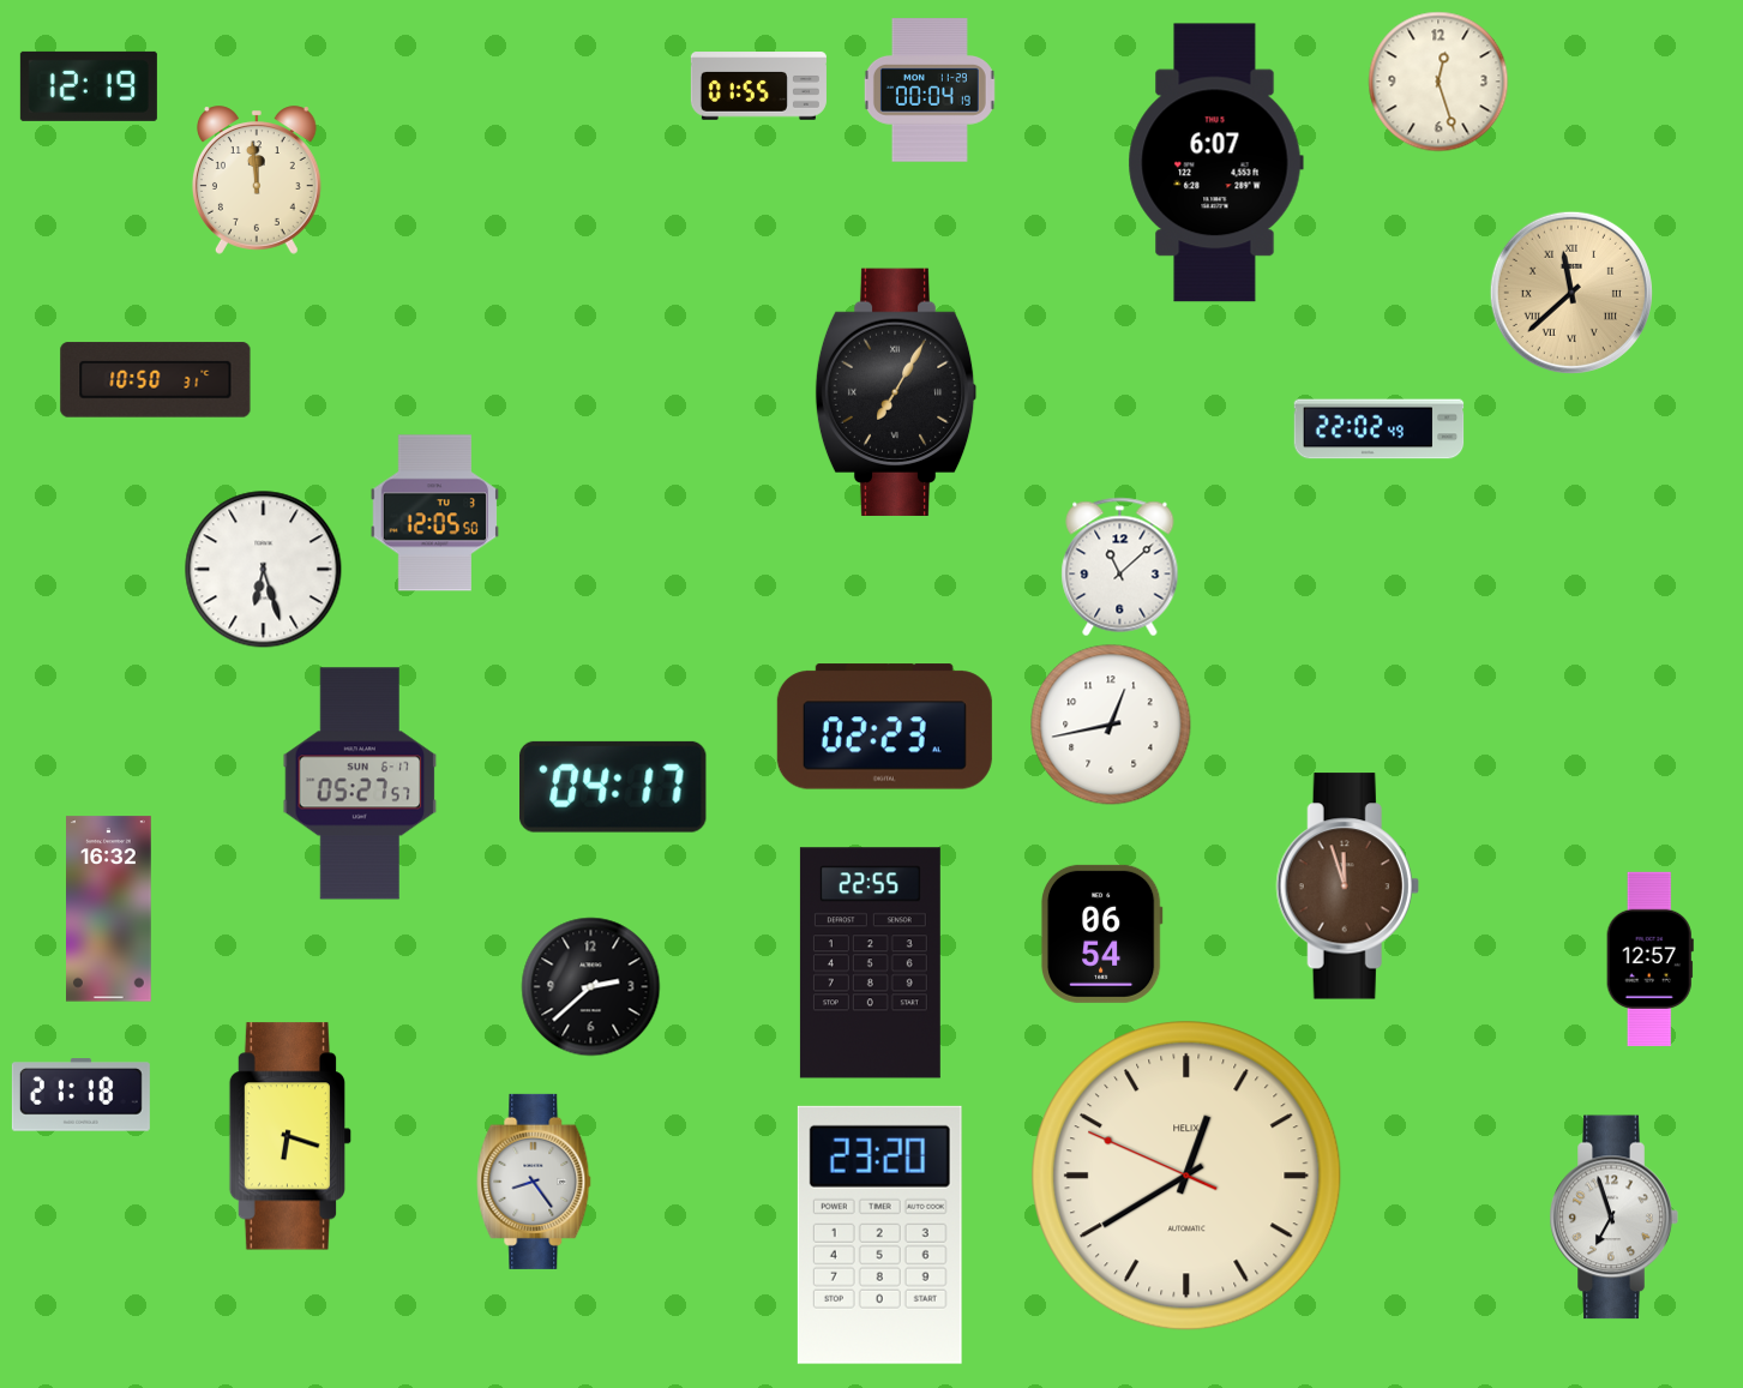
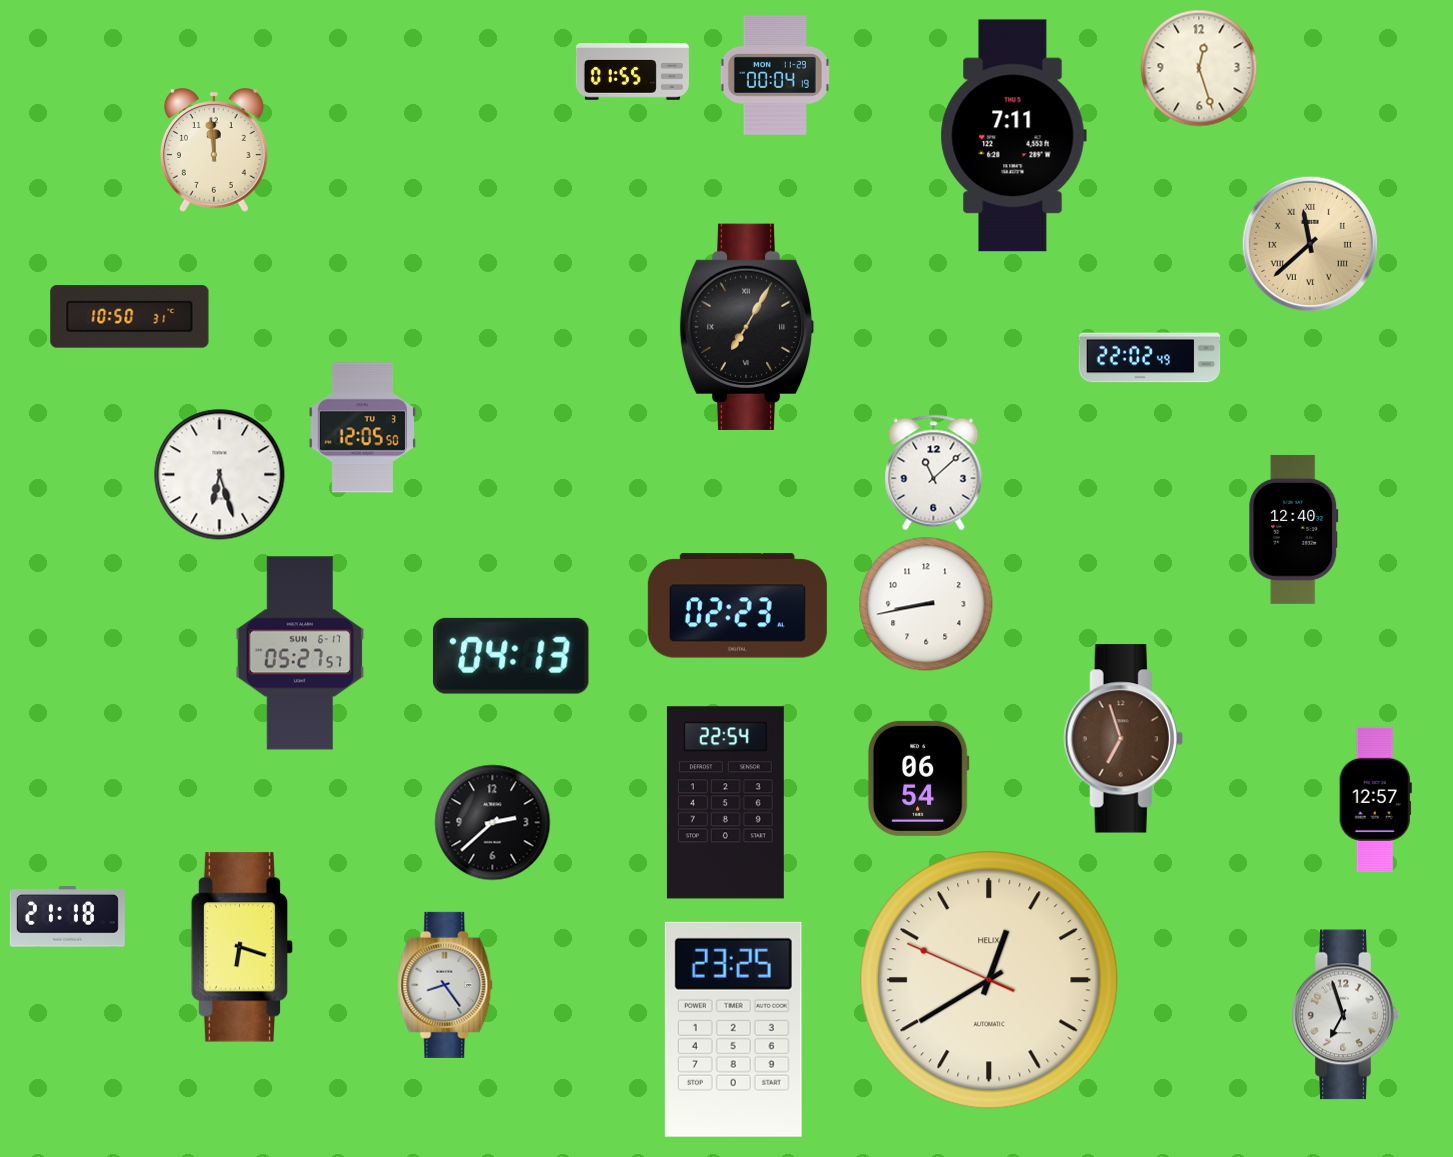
clock at (89, 86): 12:19 -> none
clock at (1215, 163): 6:07 -> 7:11
clock at (1294, 529): none -> 12:40
clock at (1111, 725): 12:43 -> 8:43
clock at (613, 787): 04:17 -> 04:13
clock at (1347, 887): 11:57 -> 6:57
clock at (109, 909): 16:32 -> none
clock at (870, 963): 22:55 -> 22:54
clock at (80, 1095) position: (80, 1095) -> (67, 917)
clock at (879, 1234): 23:20 -> 23:25
